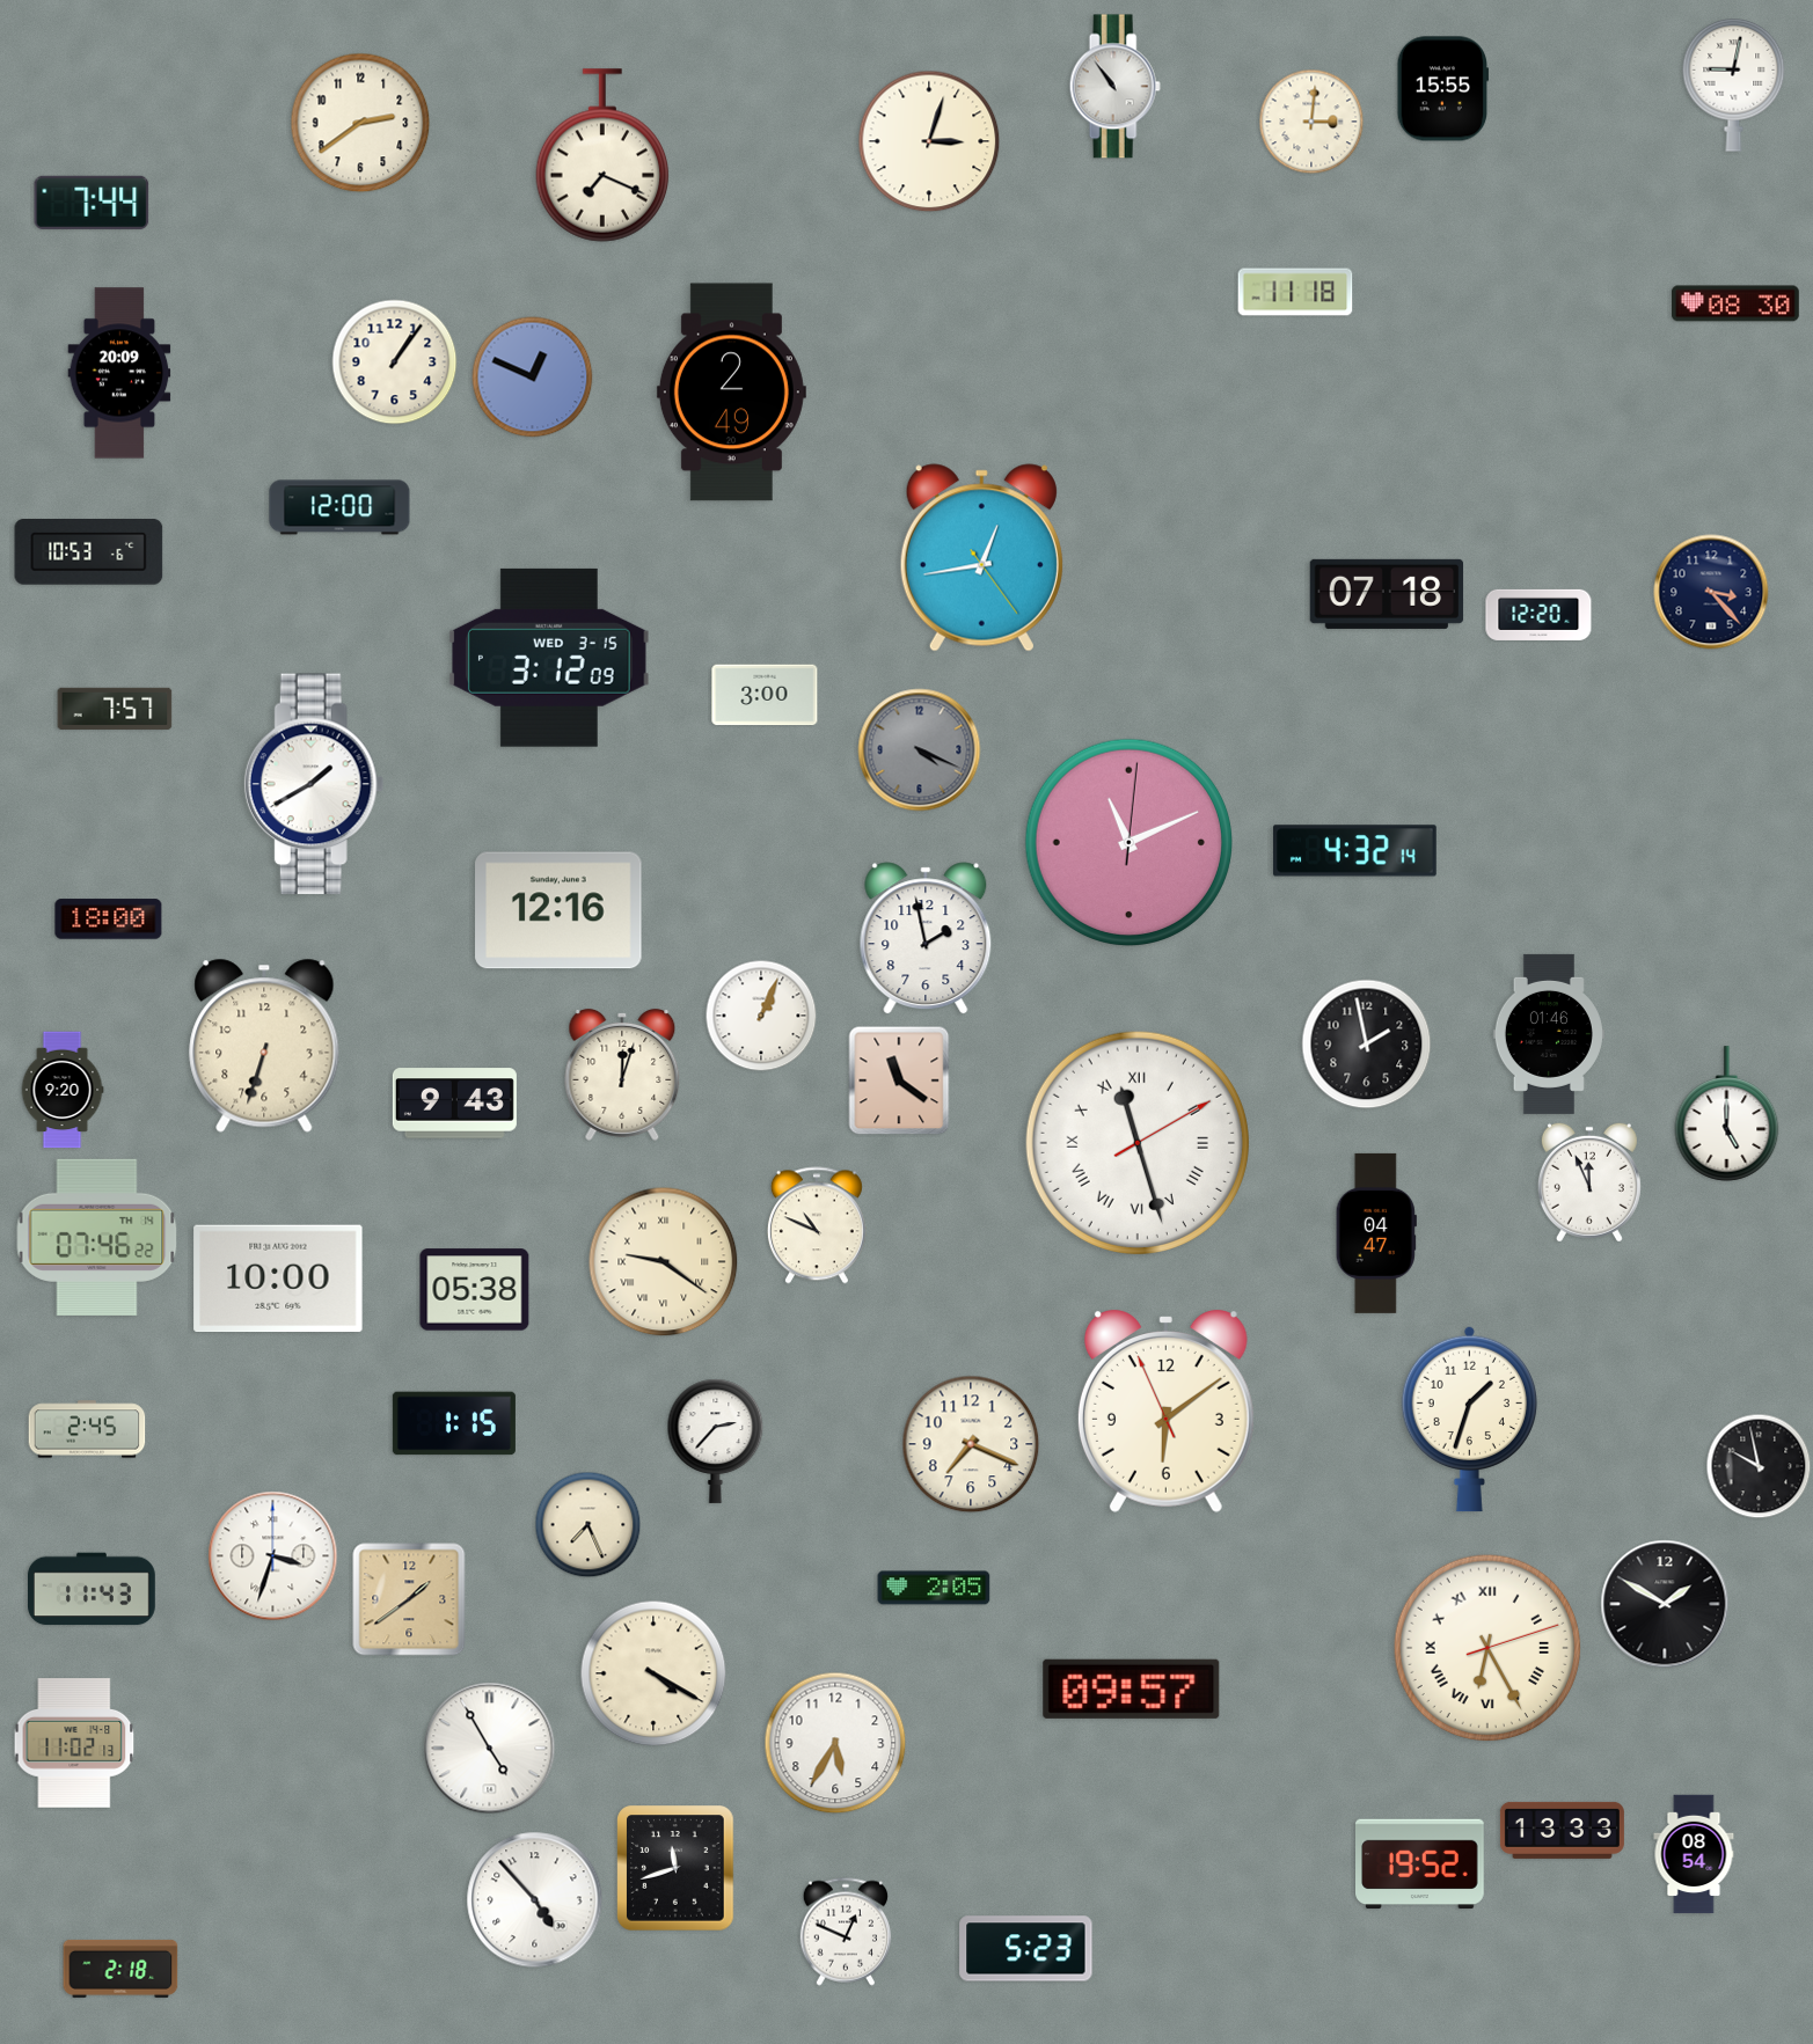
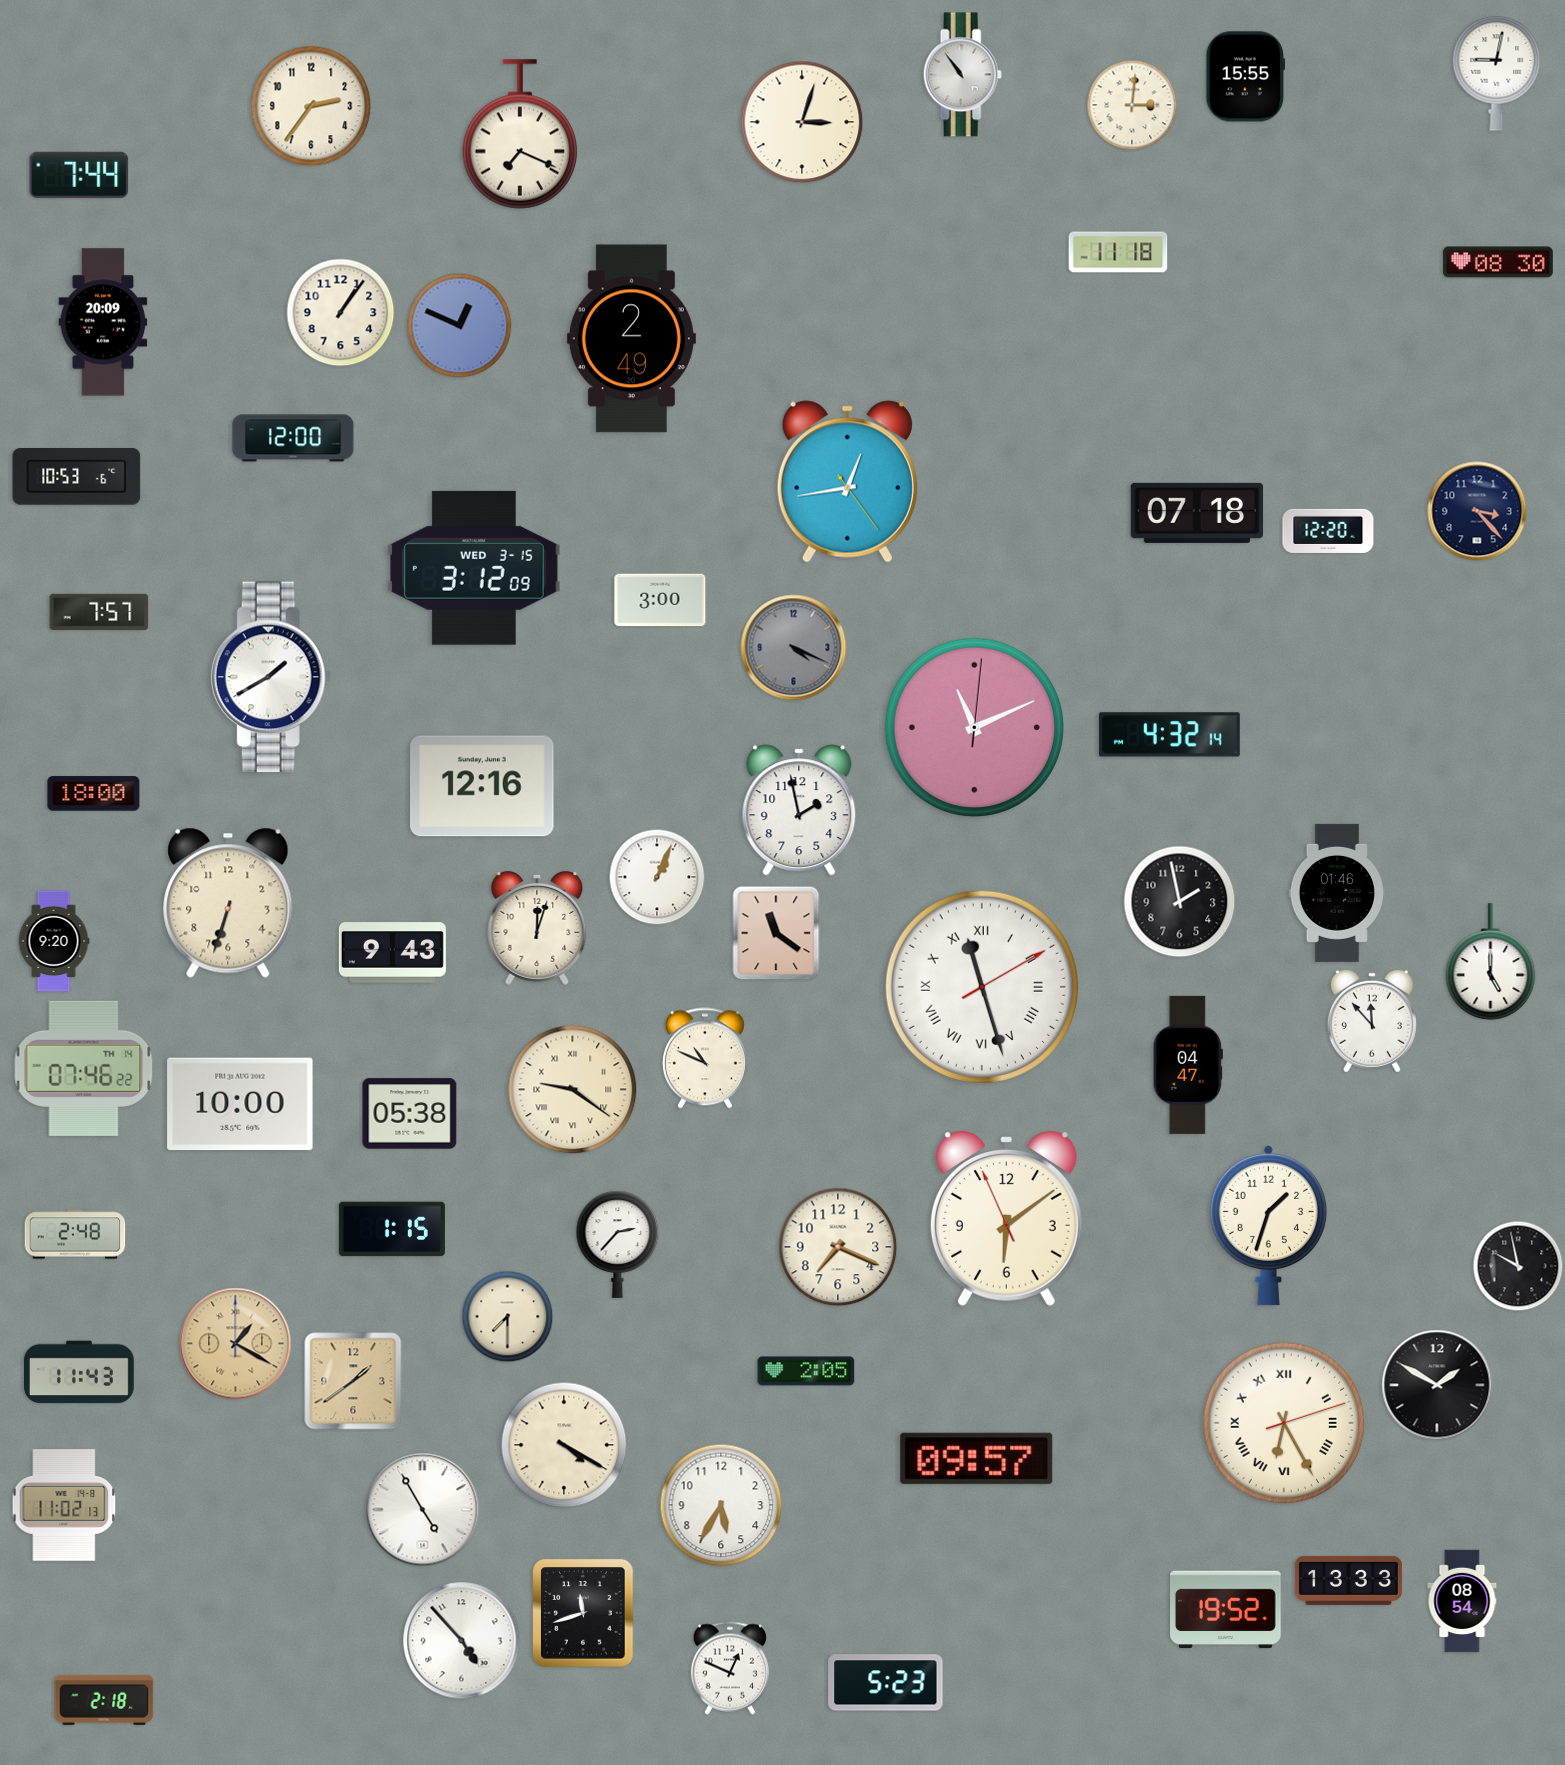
clock at (360, 123): 2:39 -> 2:36
clock at (1589, 1182): 11:56 -> 11:53
clock at (87, 1429): 2:45 -> 2:48
clock at (589, 1525): 7:26 -> 7:30
clock at (273, 1556): 3:33 -> 1:20
clock at (273, 1556) dial: white -> champagne
